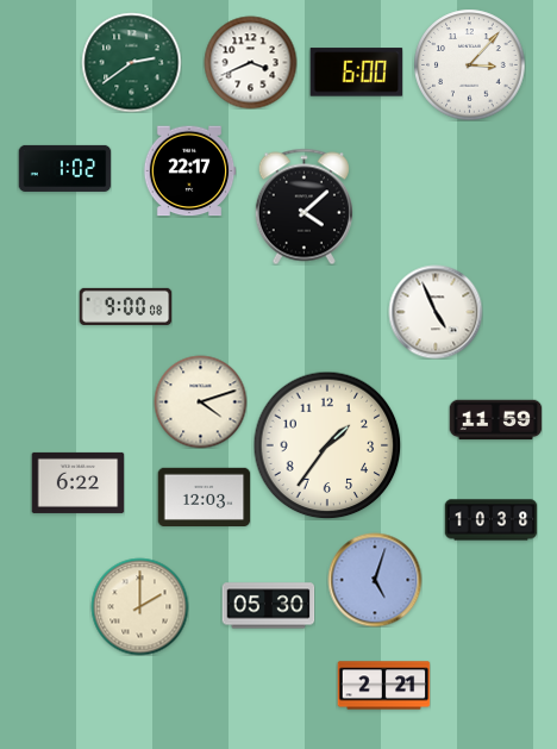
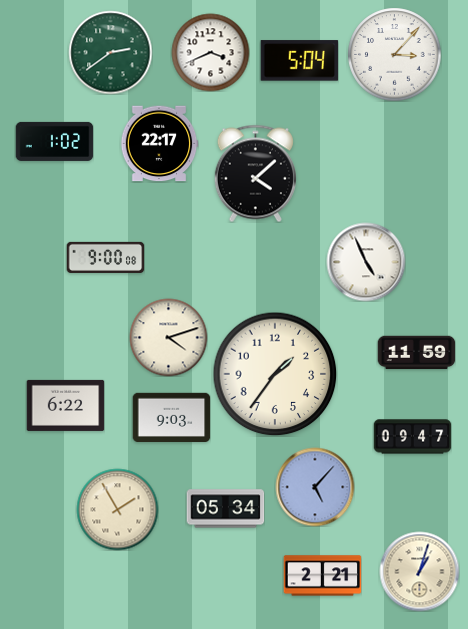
clock at (356, 73): 6:00 -> 5:04
clock at (204, 497): 12:03 -> 9:03
clock at (490, 520): 10:38 -> 09:47
clock at (375, 580): 5:03 -> 5:07
clock at (139, 606): 2:00 -> 1:55
clock at (268, 606): 05:30 -> 05:34
clock at (419, 571): none -> 1:03
